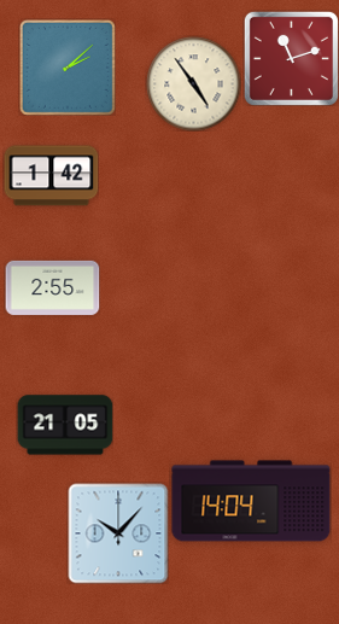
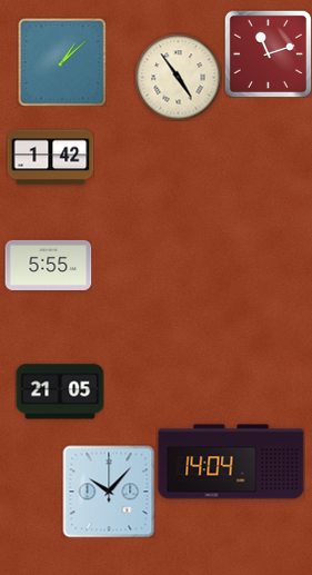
clock at (68, 68): 2:08 -> 1:08
clock at (51, 176) position: (51, 176) -> (50, 158)
clock at (52, 287): 2:55 -> 5:55
